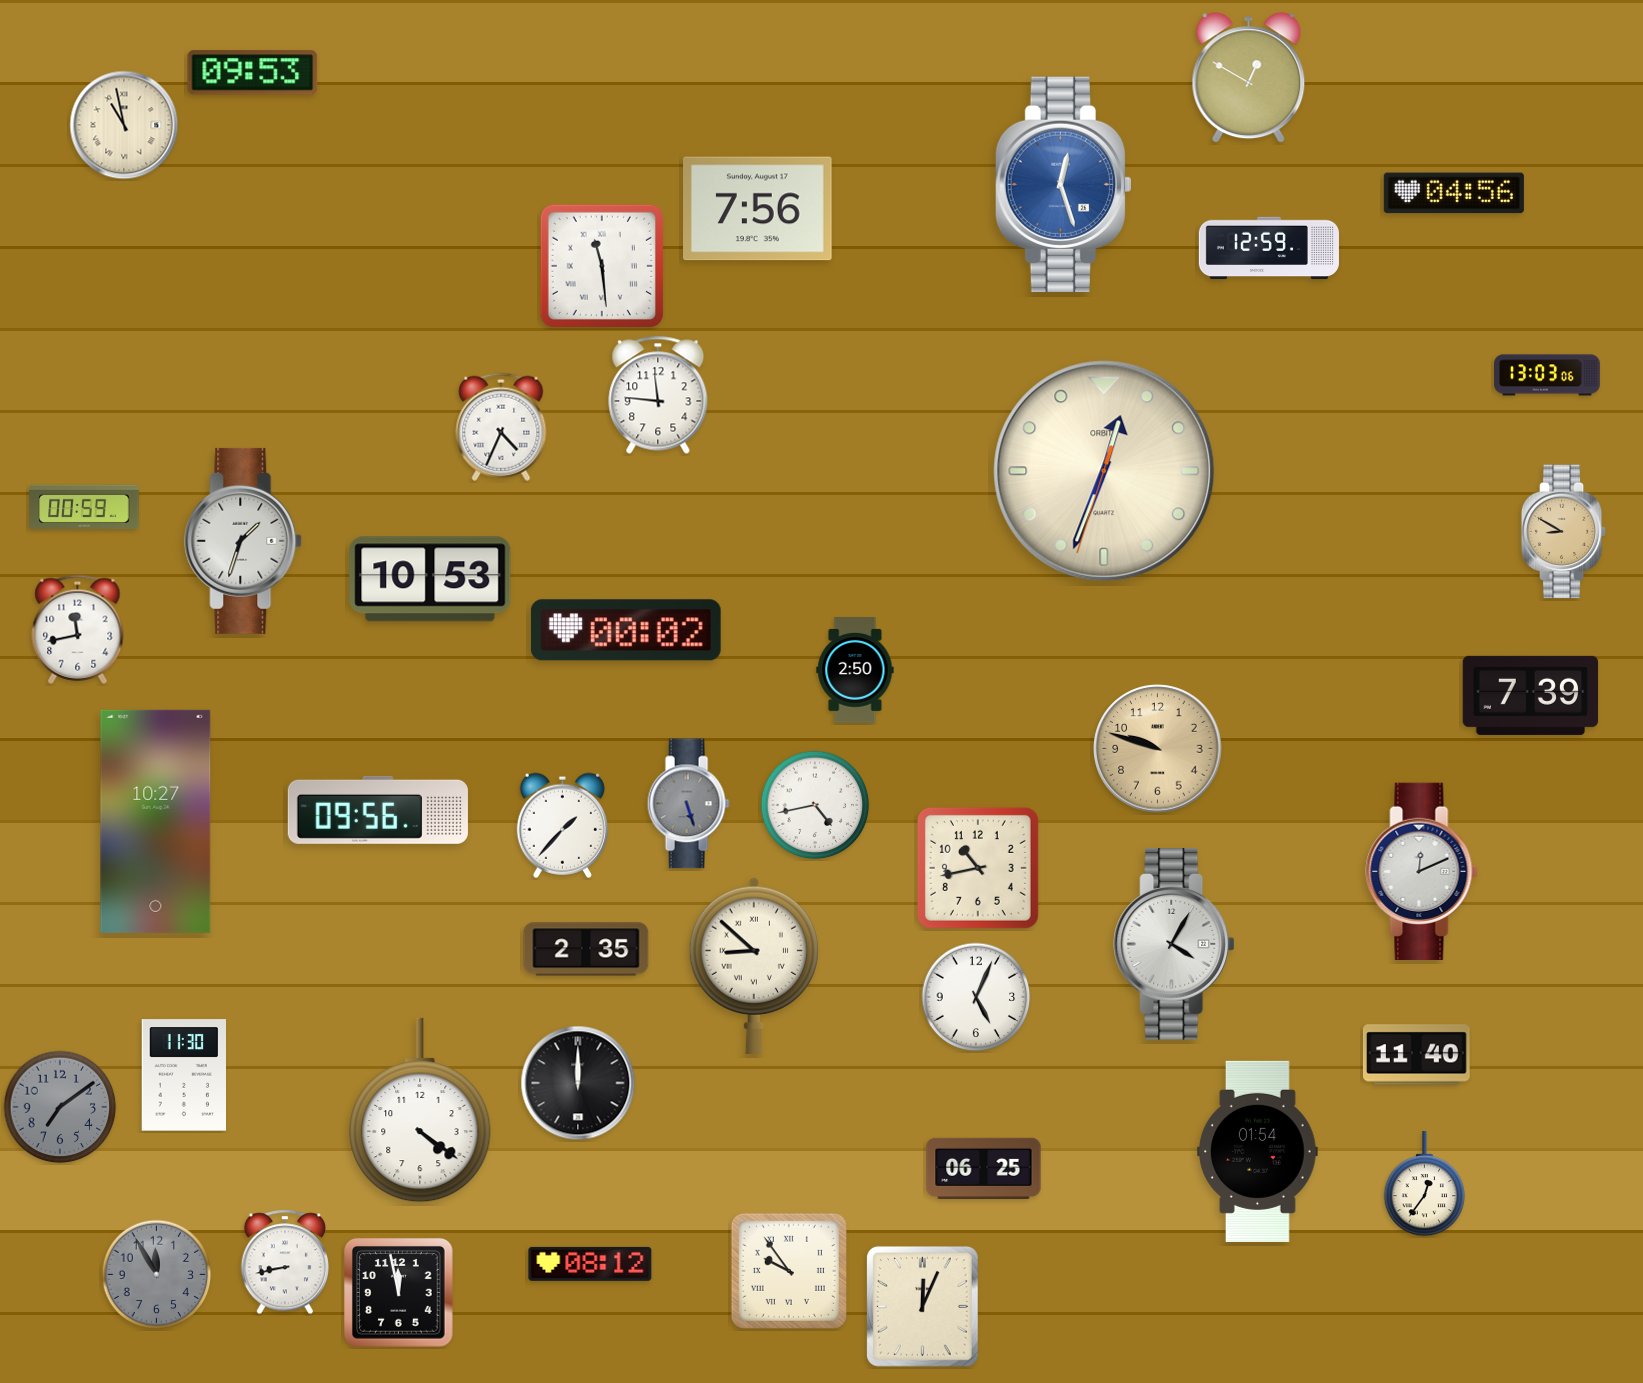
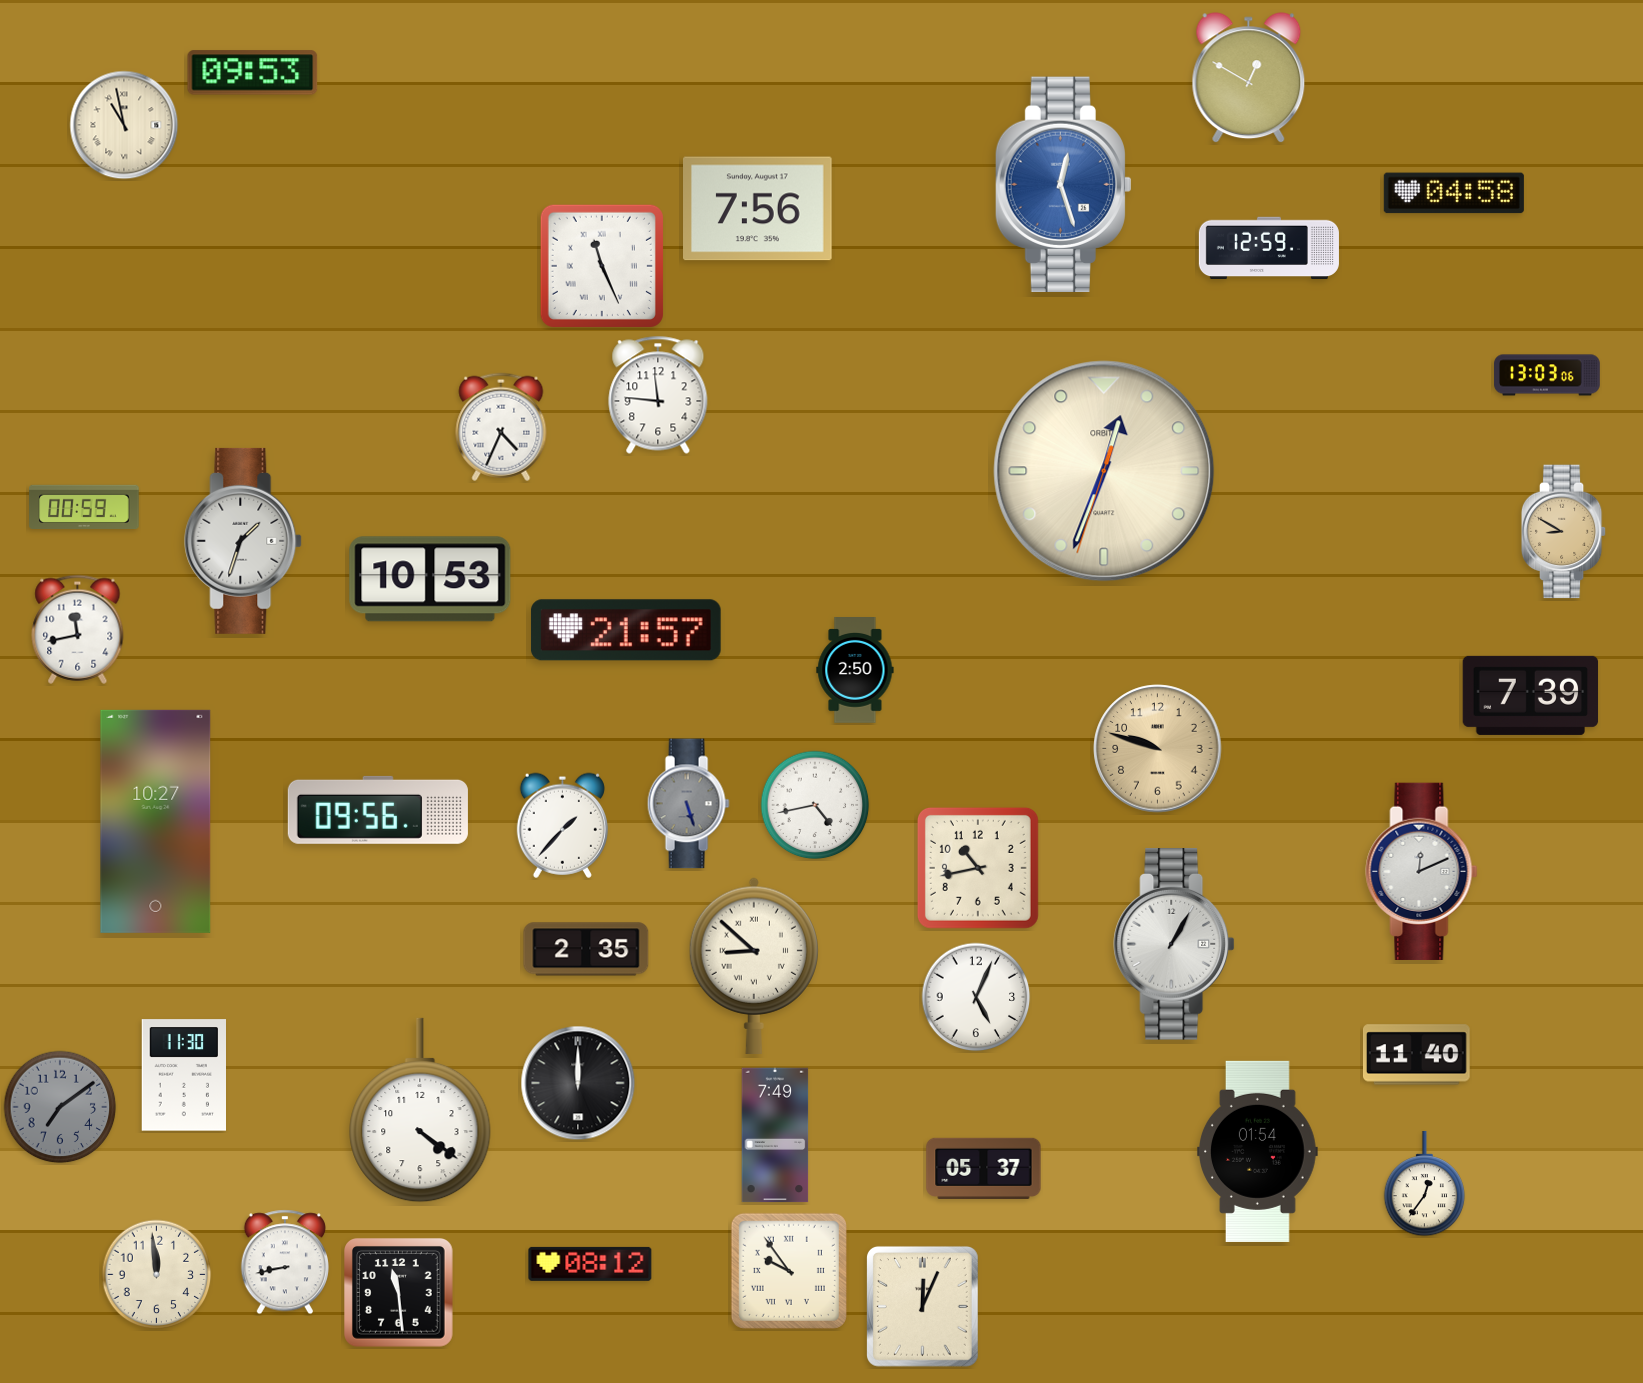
clock at (1454, 193): 04:56 -> 04:58
clock at (602, 266): 11:29 -> 11:26
clock at (626, 630): 00:02 -> 21:57
clock at (1174, 944): 4:05 -> 1:05
clock at (775, 1135): none -> 7:49
clock at (984, 1168): 06:25 -> 05:37
clock at (157, 1275): 11:55 -> 11:59
clock at (157, 1275) dial: grey -> cream
clock at (399, 1293): 11:58 -> 11:29
